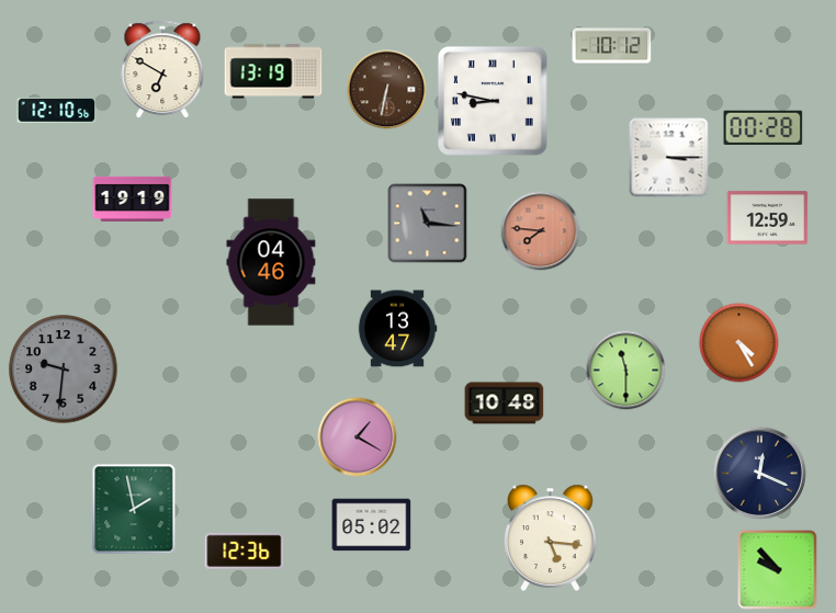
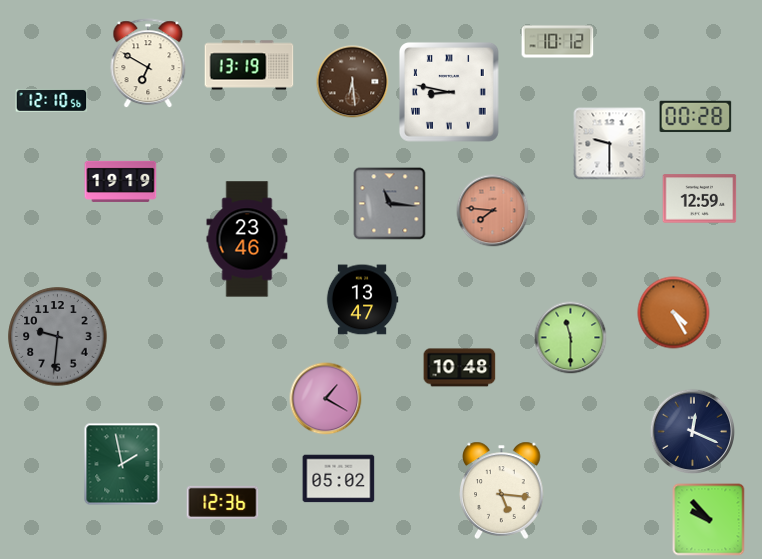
clock at (387, 90): 6:32 -> 6:29
clock at (669, 158): 3:15 -> 9:30
clock at (271, 262): 04:46 -> 23:46
